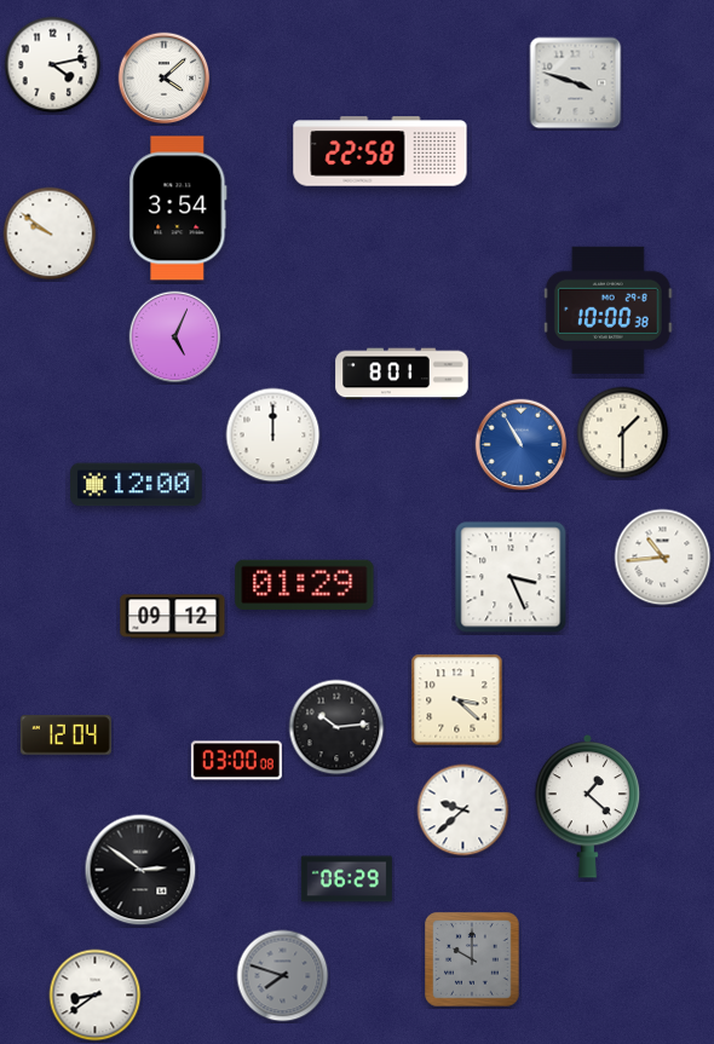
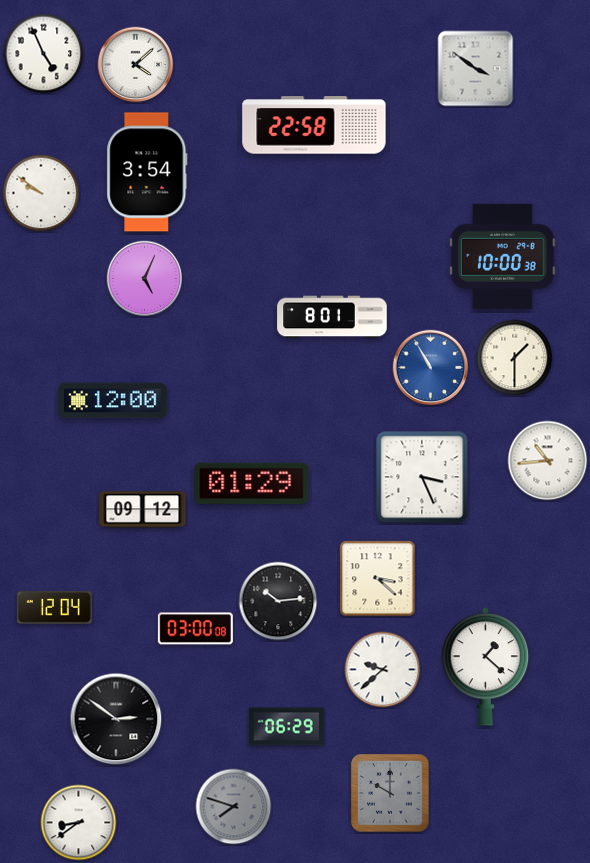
clock at (53, 65): 4:13 -> 4:56
clock at (576, 83): 3:48 -> 3:51
clock at (402, 374) position: (402, 374) -> (332, 317)
clock at (273, 436): 12:00 -> none
